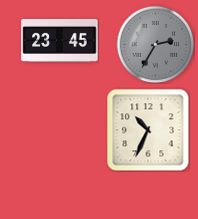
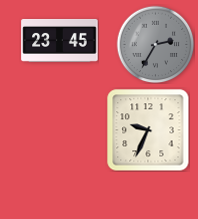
clock at (148, 130): 10:34 -> 9:34
